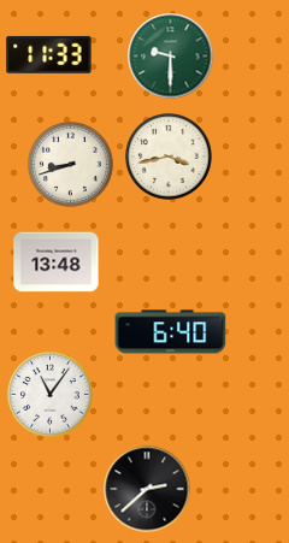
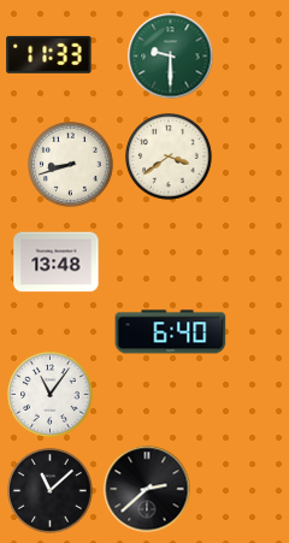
clock at (169, 157): 3:43 -> 3:39
clock at (51, 491): none -> 11:08
